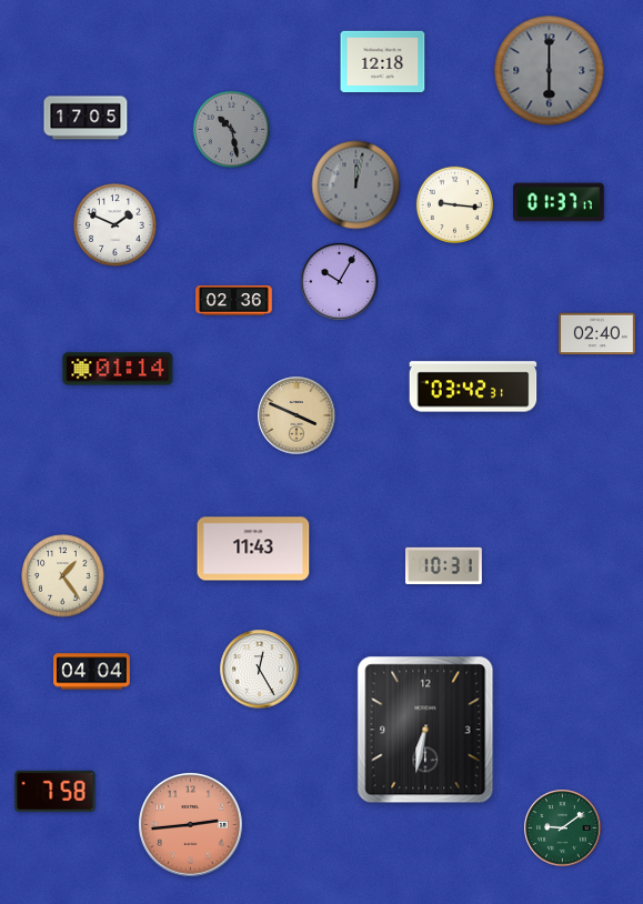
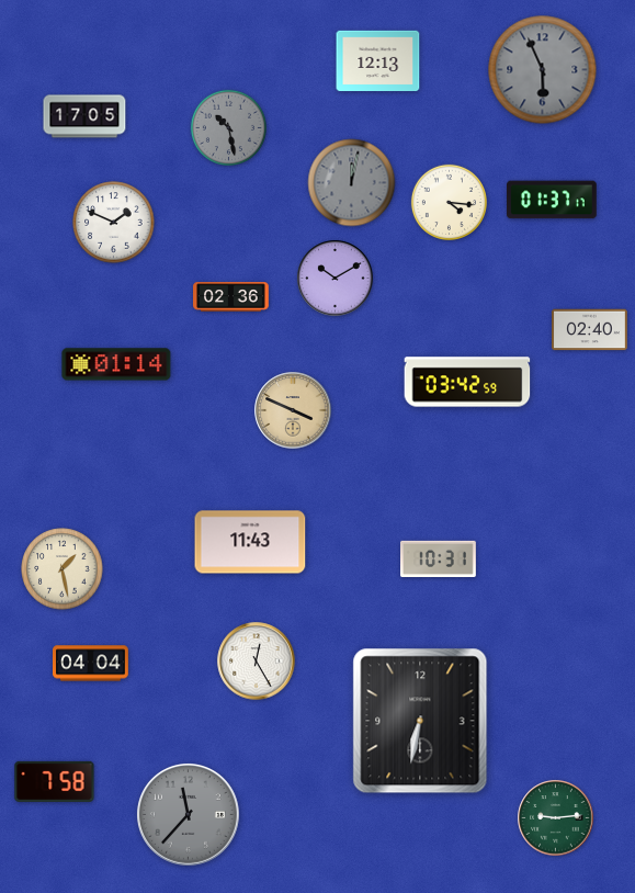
clock at (383, 62): 12:18 -> 12:13
clock at (550, 71): 6:00 -> 5:56
clock at (454, 204): 9:16 -> 4:16
clock at (340, 282): 10:05 -> 10:10
clock at (473, 386): 03:42:31 -> 03:42:59
clock at (63, 576): 1:24 -> 1:28
clock at (191, 825): 2:44 -> 11:37
clock at (191, 825) dial: salmon -> grey
clock at (563, 828): 9:09 -> 9:14
